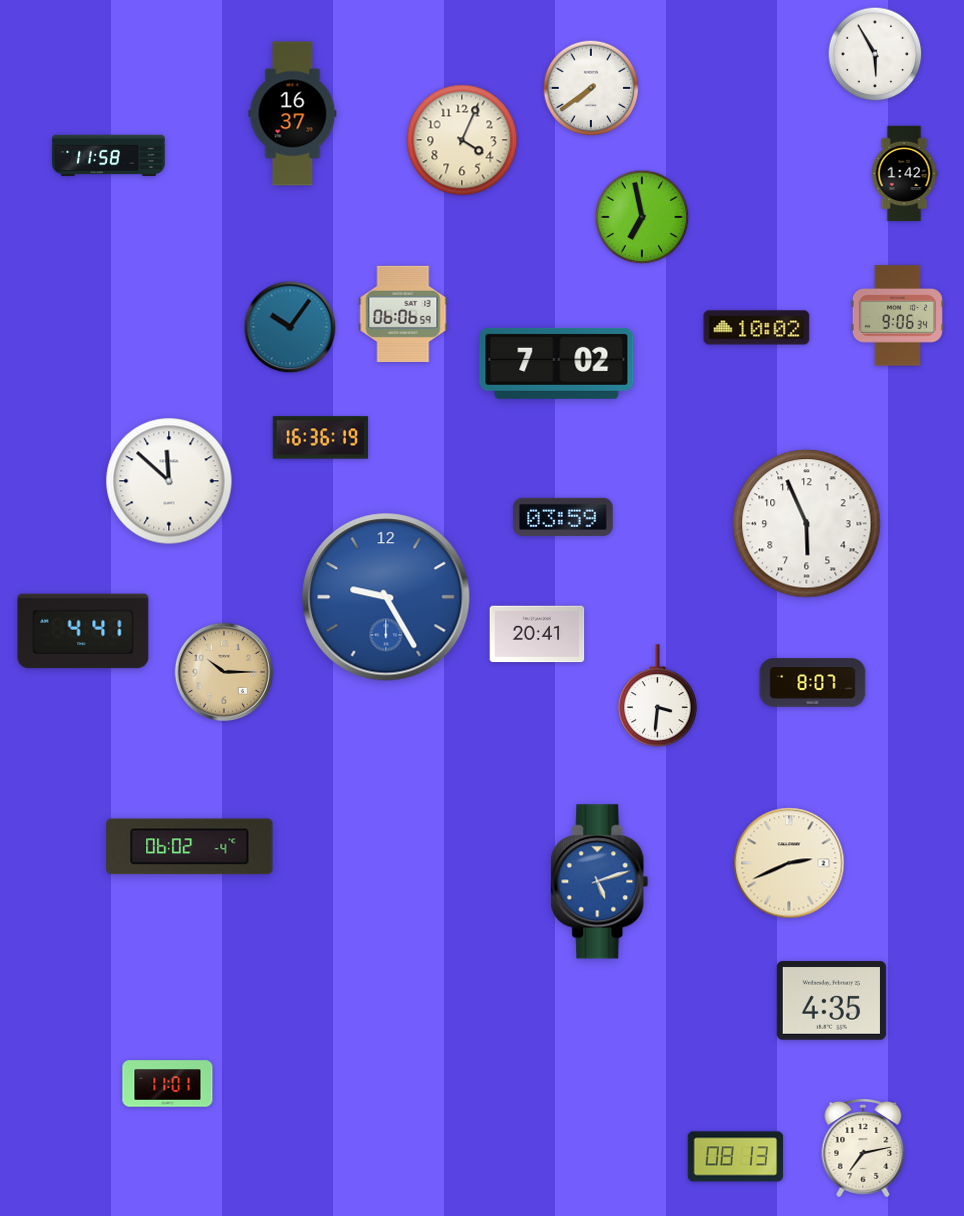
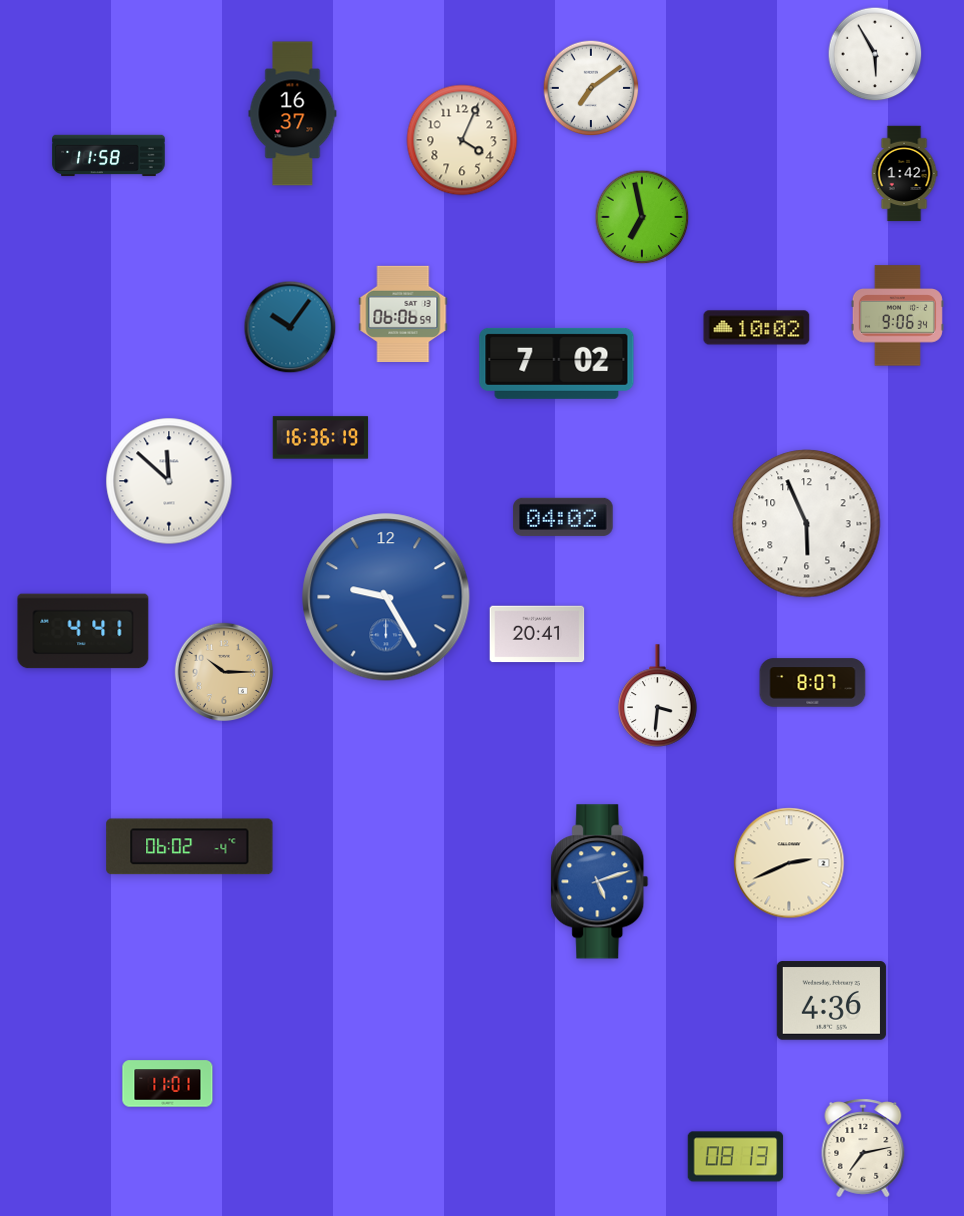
clock at (591, 88): 7:39 -> 7:09
clock at (563, 517): 03:59 -> 04:02
clock at (831, 1001): 4:35 -> 4:36
